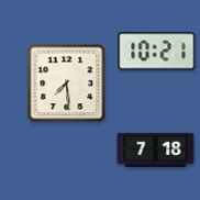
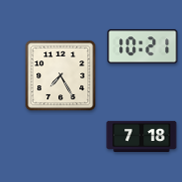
clock at (67, 84): 7:29 -> 7:25
